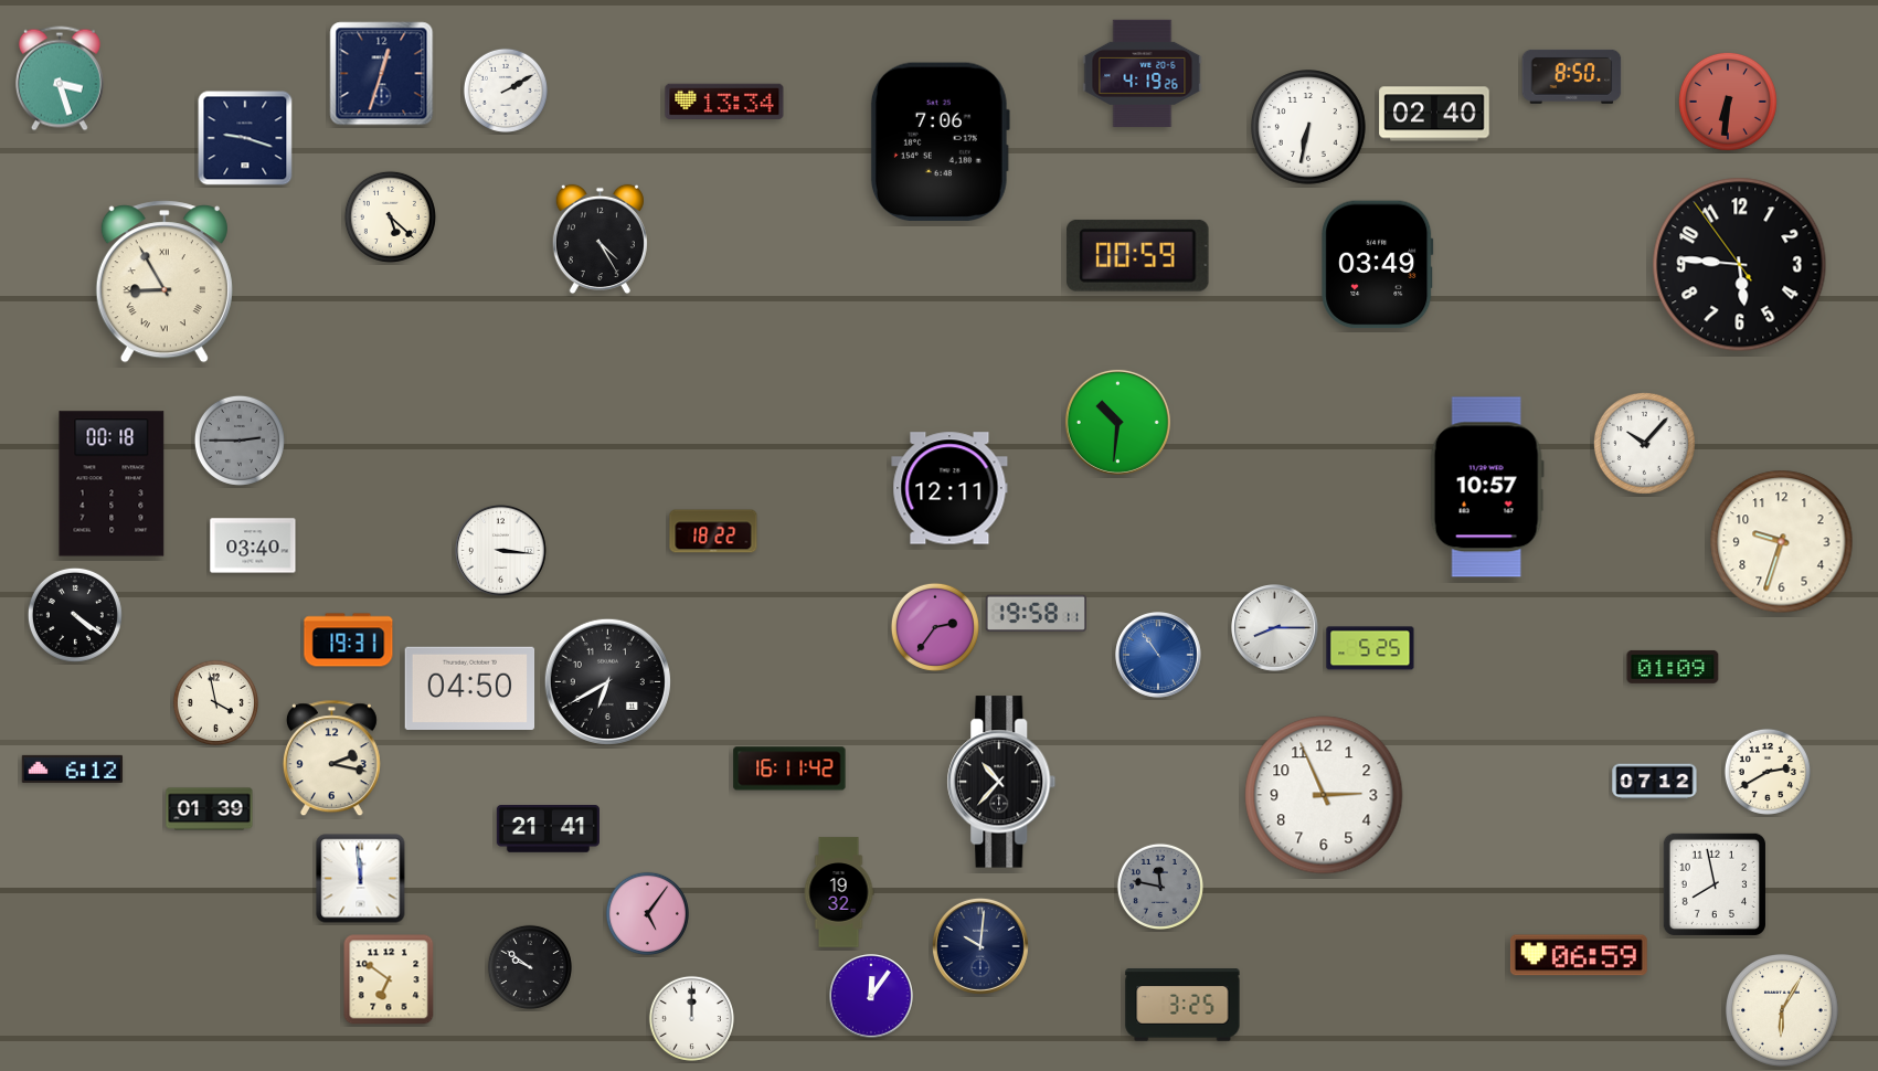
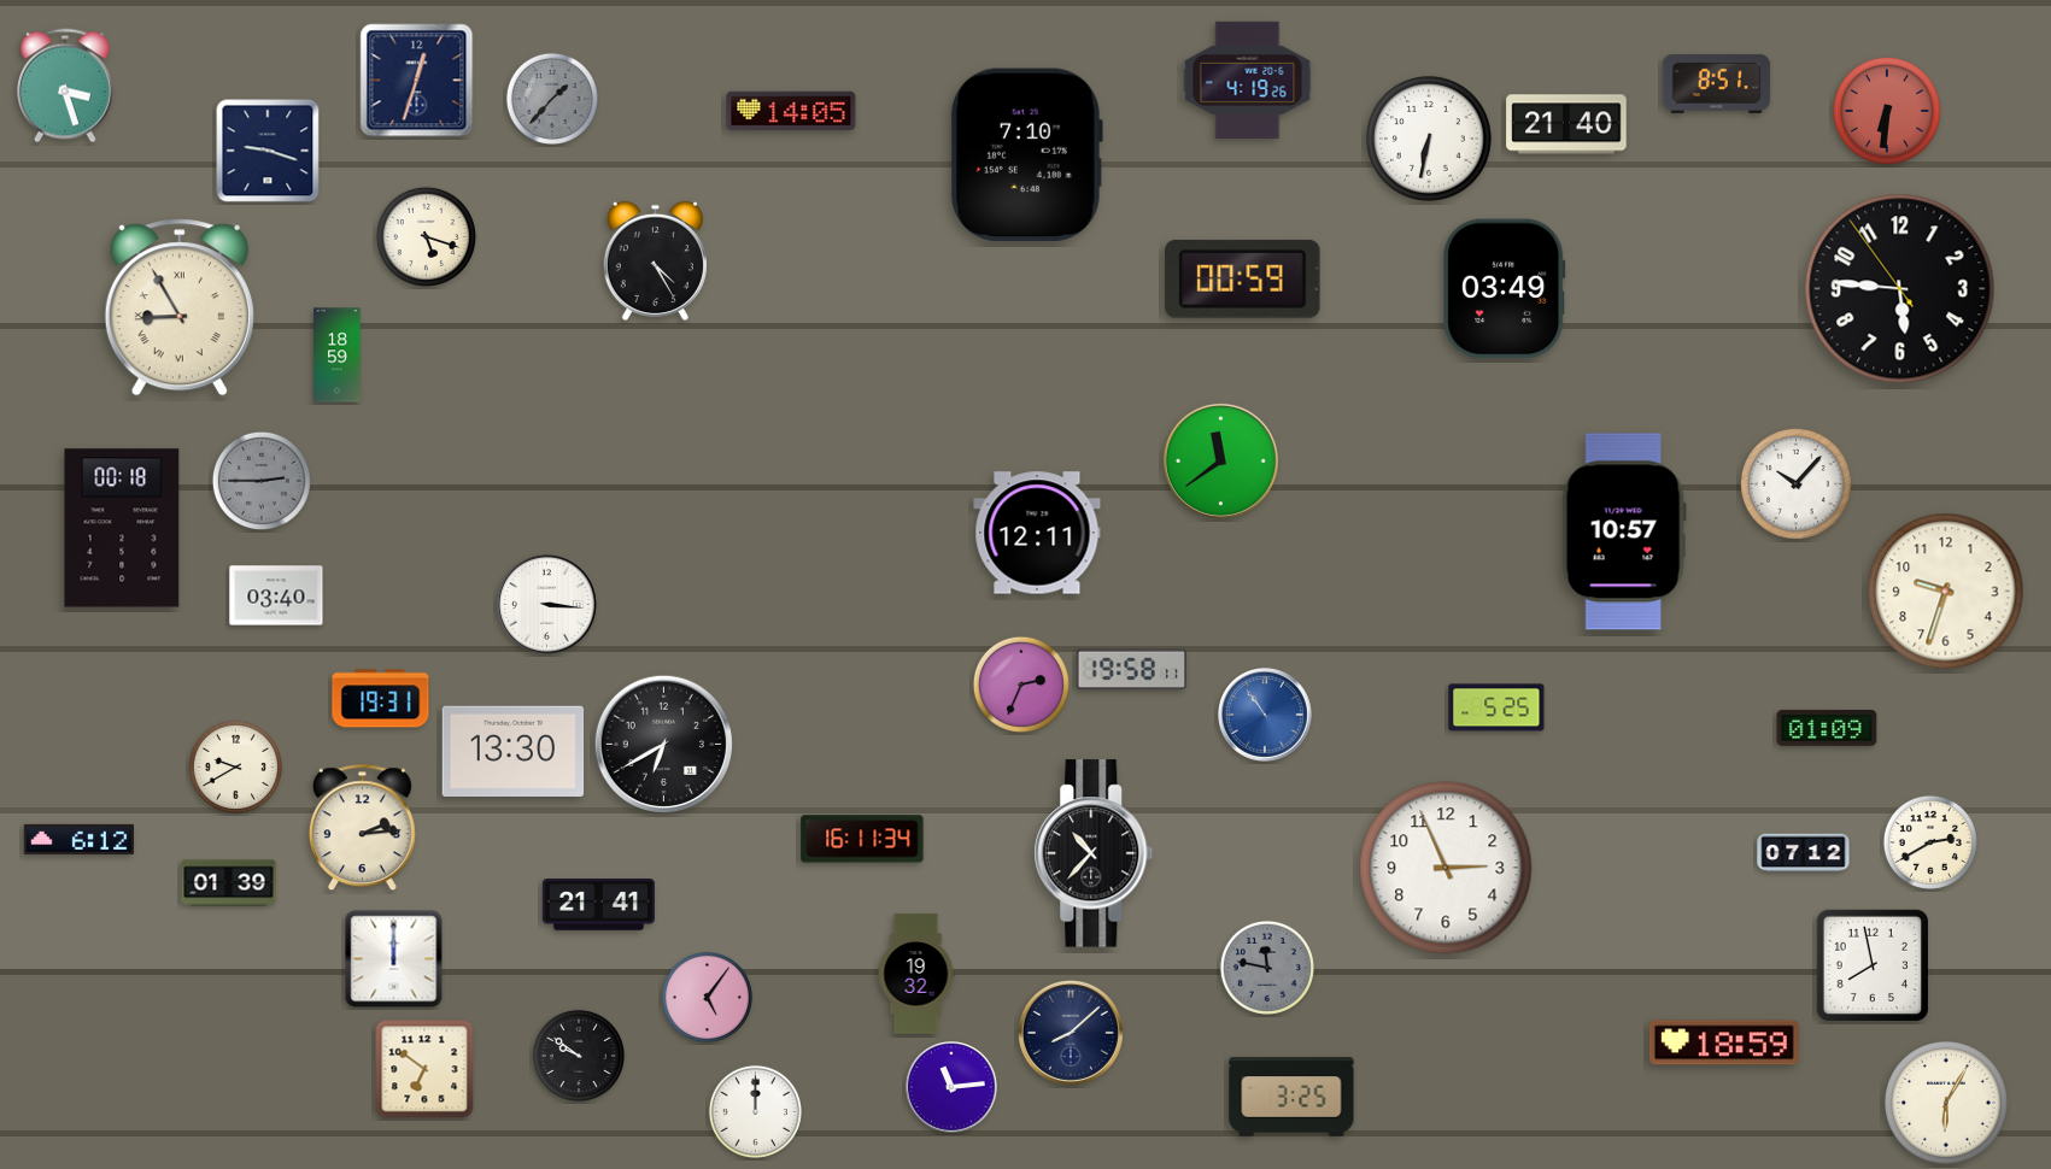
clock at (1572, 76): 8:50 -> 8:51
clock at (506, 91): 2:10 -> 1:37
clock at (506, 91) dial: white -> grey
clock at (724, 102): 13:34 -> 14:05
clock at (1434, 114): 02:40 -> 21:40
clock at (940, 141): 7:06 -> 7:10
clock at (390, 216): 5:22 -> 5:18
clock at (338, 356): none -> 18:59
clock at (1117, 422): 10:31 -> 11:39
clock at (713, 531): 18:22 -> none
clock at (500, 550) position: (500, 550) -> (546, 604)
clock at (75, 615): 4:21 -> none
clock at (935, 627): 2:36 -> 2:34
clock at (1275, 628): 8:15 -> none
clock at (470, 688): 04:50 -> 13:30
clock at (215, 702): 3:58 -> 9:40
clock at (331, 759): 2:17 -> 2:14
clock at (789, 768): 16:11:42 -> 16:11:34
clock at (1655, 782) position: (1655, 782) -> (1804, 853)
clock at (361, 879): 11:59 -> 12:00
clock at (980, 946): 10:01 -> 8:08
clock at (1579, 955): 06:59 -> 18:59
clock at (872, 997): 12:06 -> 11:14
